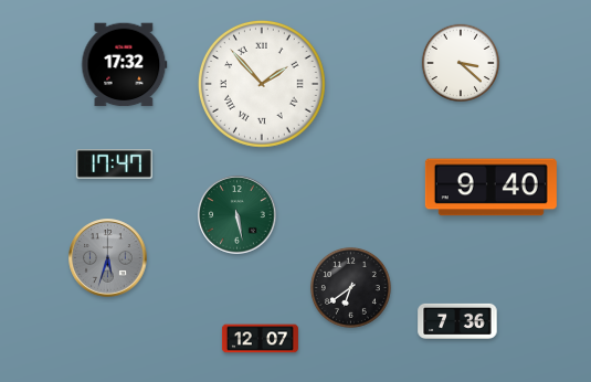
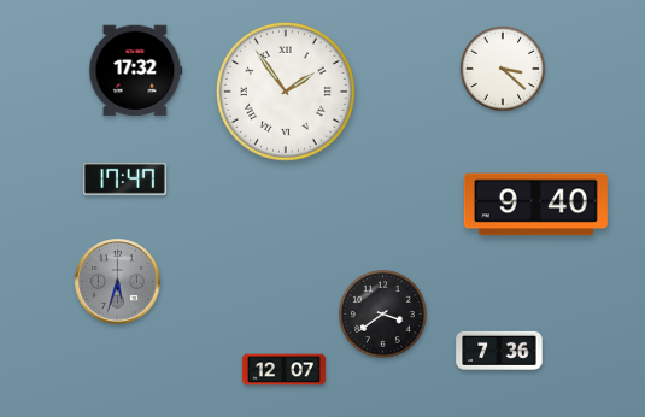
clock at (262, 84): 1:53 -> 1:54
clock at (238, 215): 5:28 -> none
clock at (350, 287): 6:39 -> 3:39
